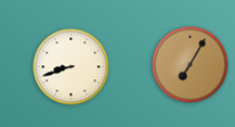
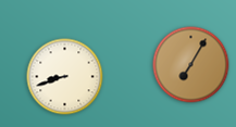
clock at (71, 67) position: (71, 67) -> (65, 77)
